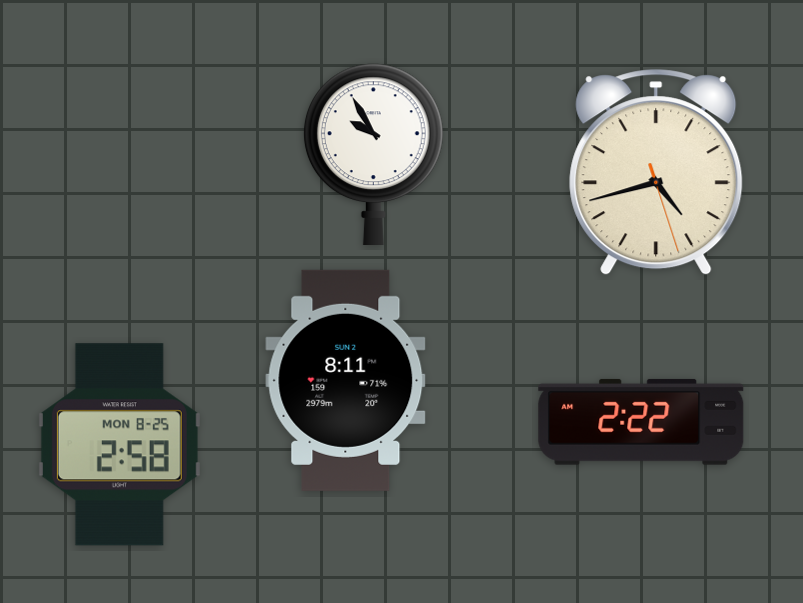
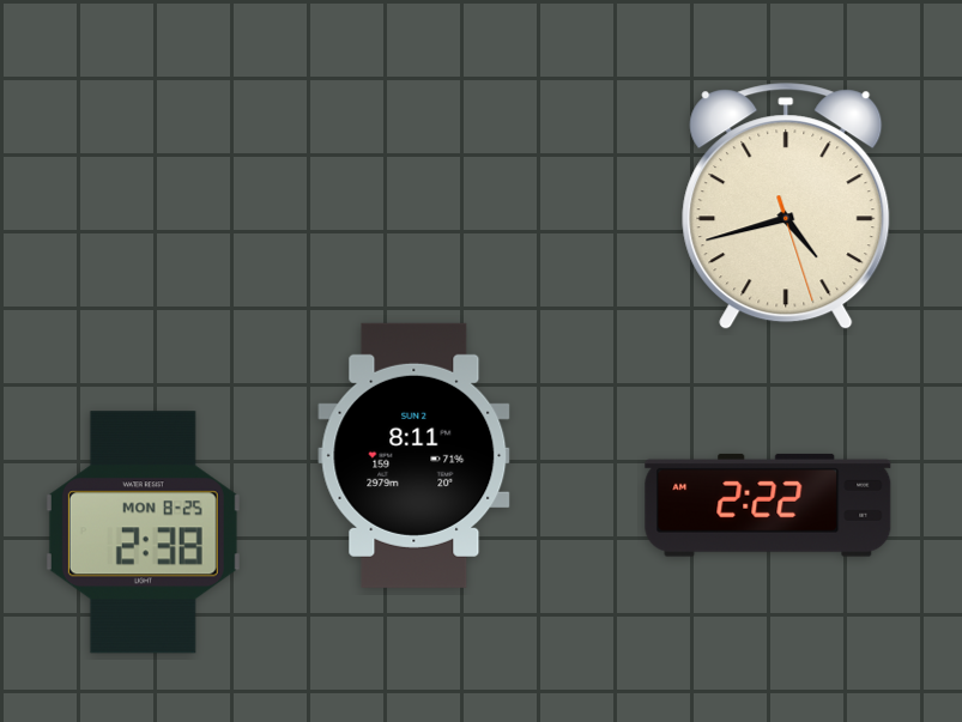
clock at (373, 154): 9:55 -> none
clock at (119, 445): 2:58 -> 2:38
